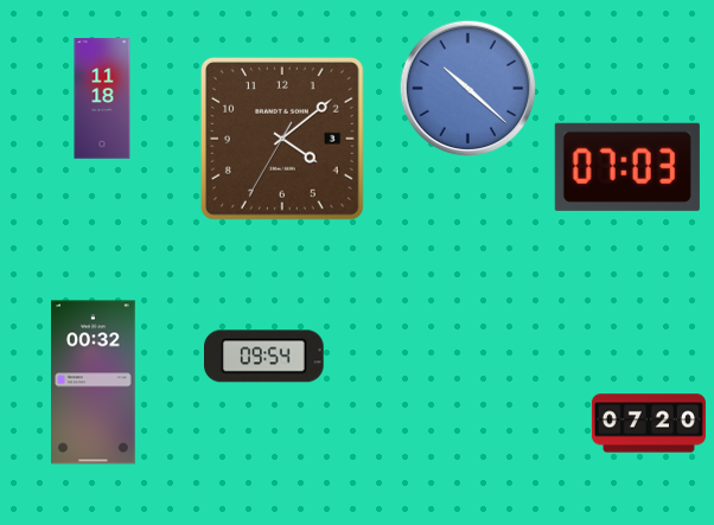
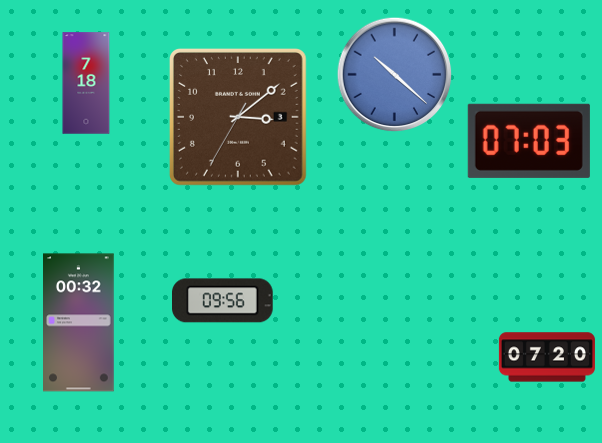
clock at (102, 98): 11:18 -> 7:18
clock at (282, 139): 4:08 -> 3:08
clock at (264, 357): 09:54 -> 09:56
